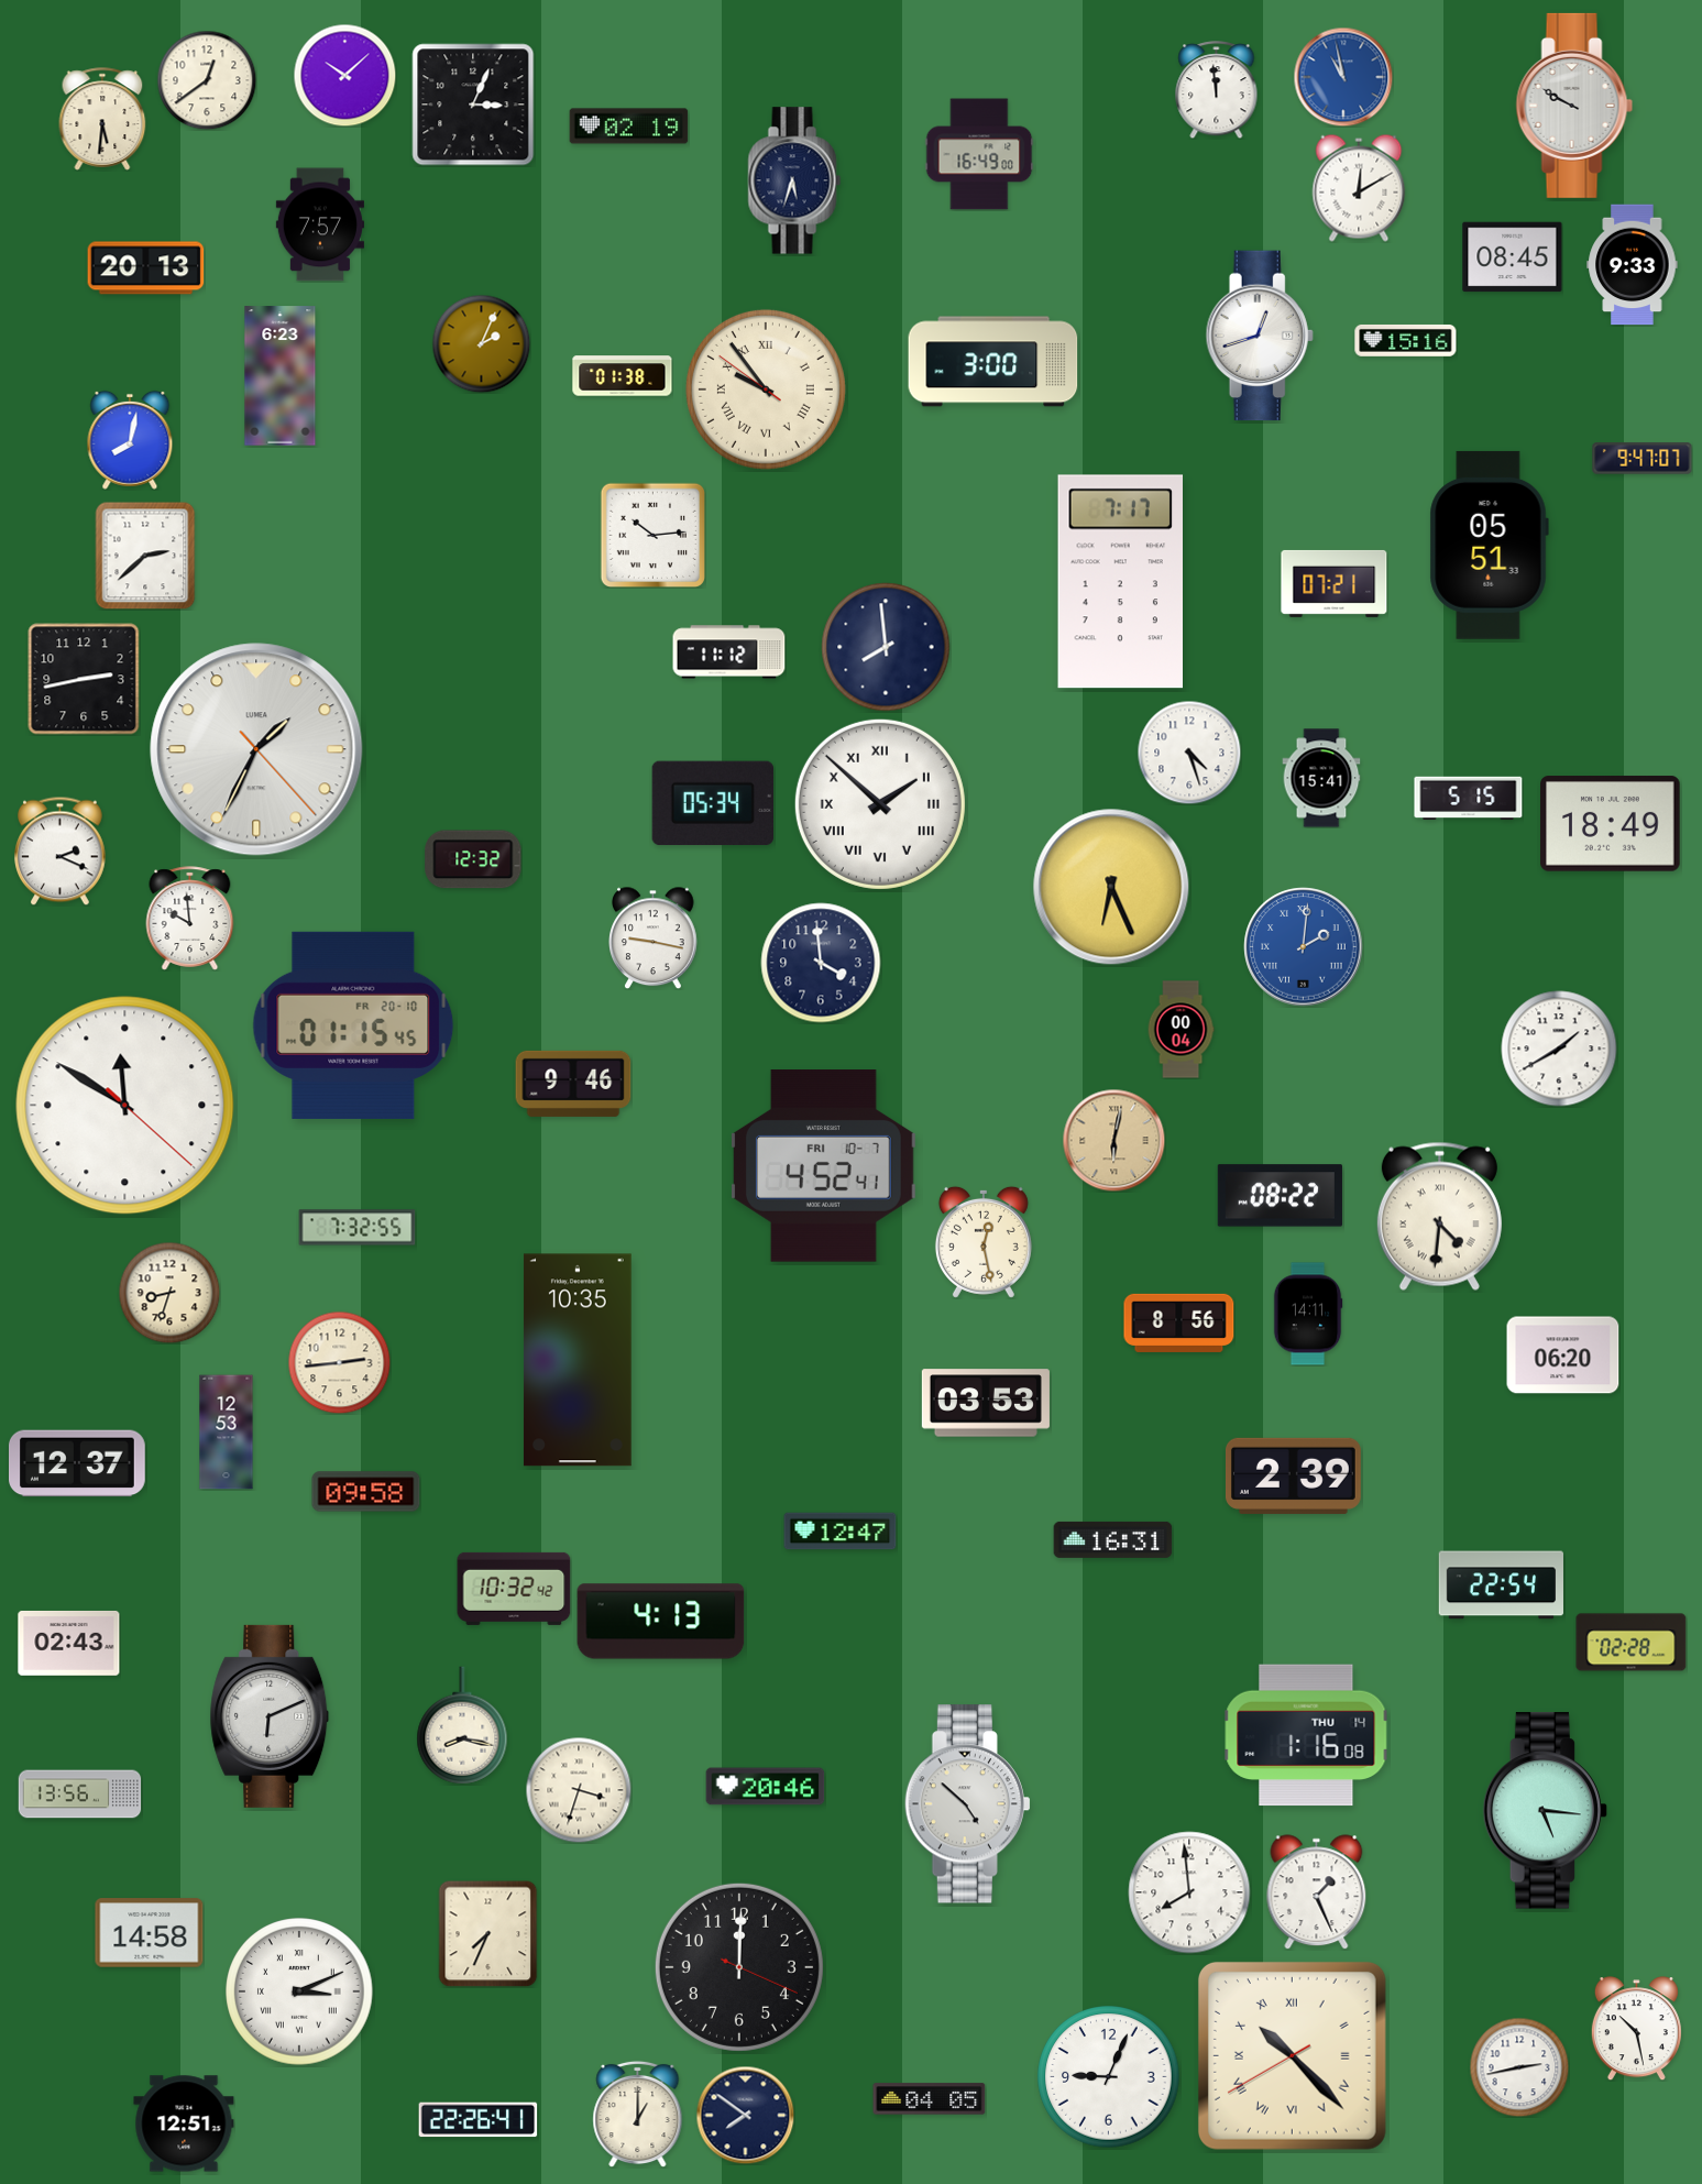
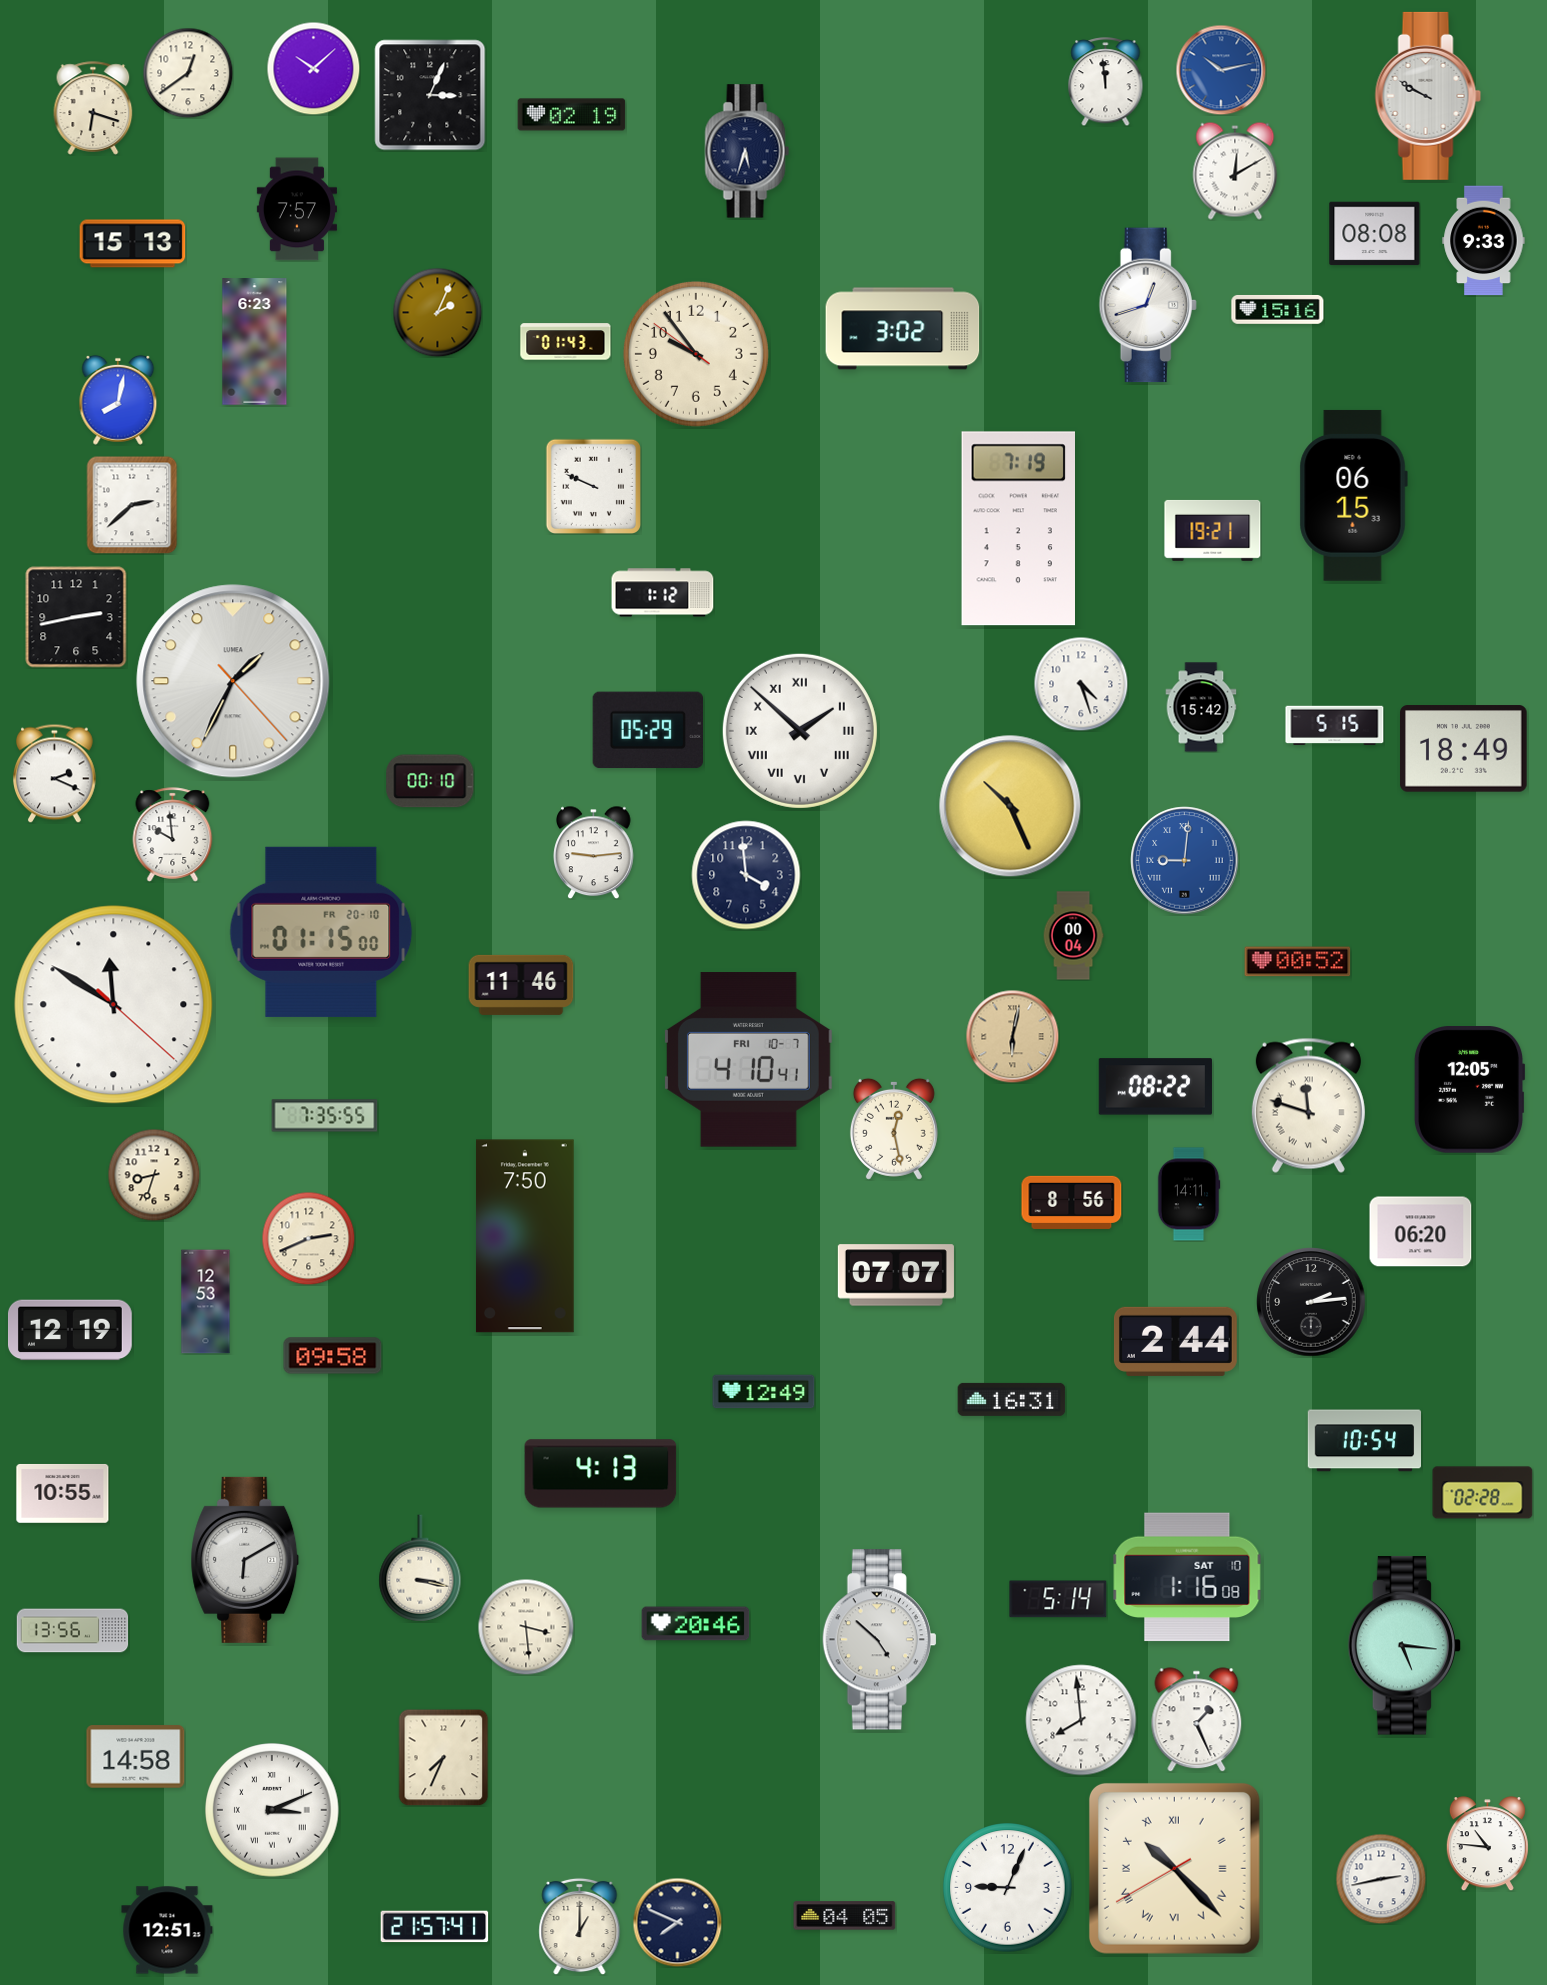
clock at (1343, 77): 10:58 -> 10:13
clock at (1574, 106) position: (1574, 106) -> (1428, 96)
clock at (102, 119): 5:31 -> 6:18
clock at (979, 154): 16:49 -> none
clock at (794, 180) position: (794, 180) -> (747, 151)
clock at (320, 224) position: (320, 224) -> (297, 209)
clock at (1513, 257): 08:45 -> 08:08
clock at (146, 268): 20:13 -> 15:13
clock at (1260, 336) position: (1260, 336) -> (1148, 305)
clock at (993, 362): 3:00 -> 3:02
clock at (623, 376): 01:38 -> 01:43
clock at (766, 389) numerals: Roman -> Arabic
clock at (1643, 459): 9:47 -> none
clock at (652, 535): 10:14 -> 9:49
clock at (1489, 545): 05:51 -> 06:15
clock at (1120, 582): 7:17 -> 7:19
clock at (1335, 583): 07:21 -> 19:21
clock at (886, 647): 7:59 -> none
clock at (729, 652): 11:12 -> 1:12
clock at (1321, 778): 15:41 -> 15:42
clock at (712, 803): 05:34 -> 05:29
clock at (473, 859): 12:32 -> 00:10
clock at (1111, 887): 6:26 -> 10:26
clock at (654, 937): 9:17 -> 9:14
clock at (1304, 947): 2:01 -> 9:01
clock at (353, 1025): 01:15:45 -> 01:15:00
clock at (1559, 1049): 1:40 -> none
clock at (1298, 962): none -> 00:52
clock at (573, 1084): 9:46 -> 11:46
clock at (823, 1166): 4:52 -> 4:10
clock at (1280, 1196) position: (1280, 1196) -> (1155, 1087)
clock at (1469, 1090): none -> 12:05
clock at (1439, 1216): 4:31 -> 11:48
clock at (358, 1228): 7:32 -> 7:35
clock at (578, 1360): 10:35 -> 7:50
clock at (339, 1362): 2:44 -> 2:41
clock at (986, 1403): 03:53 -> 07:07
clock at (1311, 1302): none -> 2:14
clock at (78, 1463): 12:37 -> 12:19
clock at (1293, 1475): 2:39 -> 2:44
clock at (841, 1532): 12:47 -> 12:49
clock at (1501, 1585): 22:54 -> 10:54
clock at (514, 1589): 10:32 -> none
clock at (69, 1644): 02:43 -> 10:55
clock at (270, 1716): 6:11 -> 6:10
clock at (462, 1725): 8:17 -> 3:17
clock at (1306, 1735) date: THU 14 -> SAT 10
clock at (1058, 1599): none -> 5:14
clock at (579, 1790): 3:33 -> 3:29
clock at (739, 1967): 12:00 -> none
clock at (1636, 2029): 10:28 -> 10:46
clock at (930, 2099) position: (930, 2099) -> (845, 1916)
clock at (638, 2114) position: (638, 2114) -> (580, 1926)
clock at (745, 2115): 7:51 -> 7:49
clock at (479, 2120): 22:26 -> 21:57
